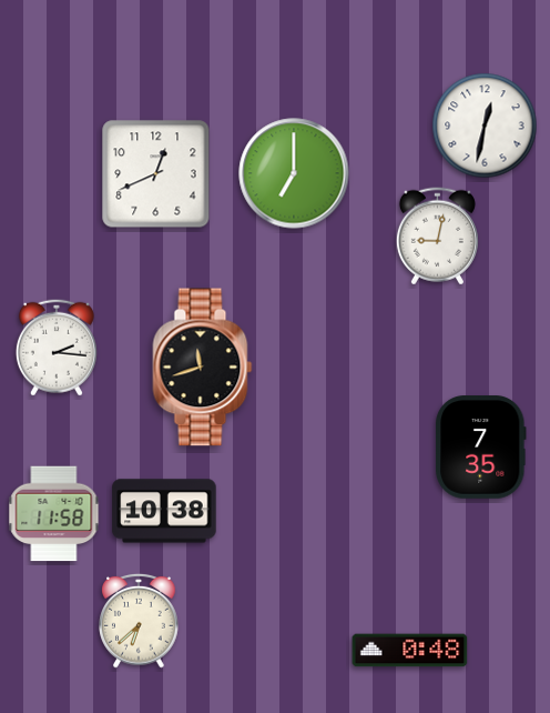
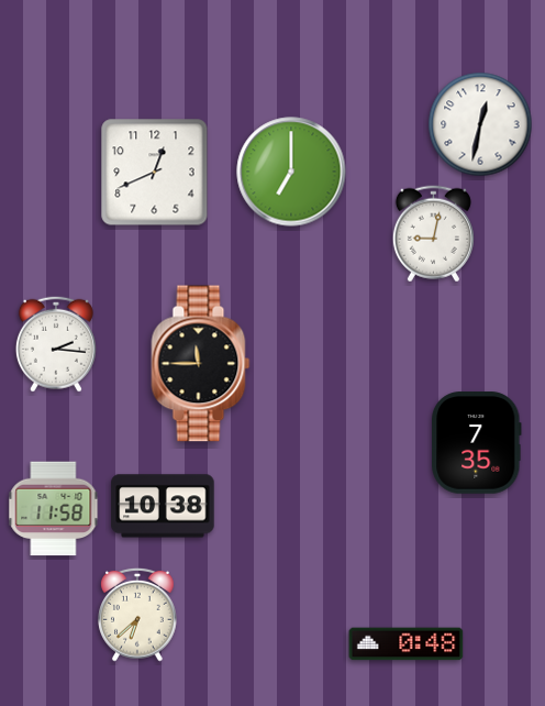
clock at (203, 368): 11:42 -> 11:45
